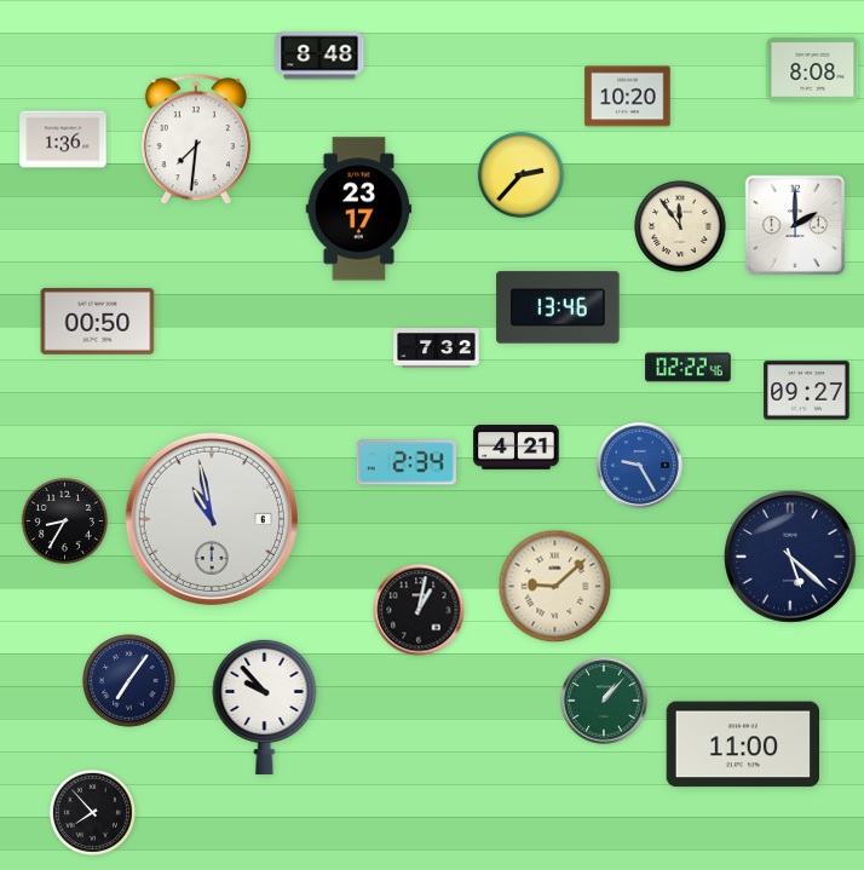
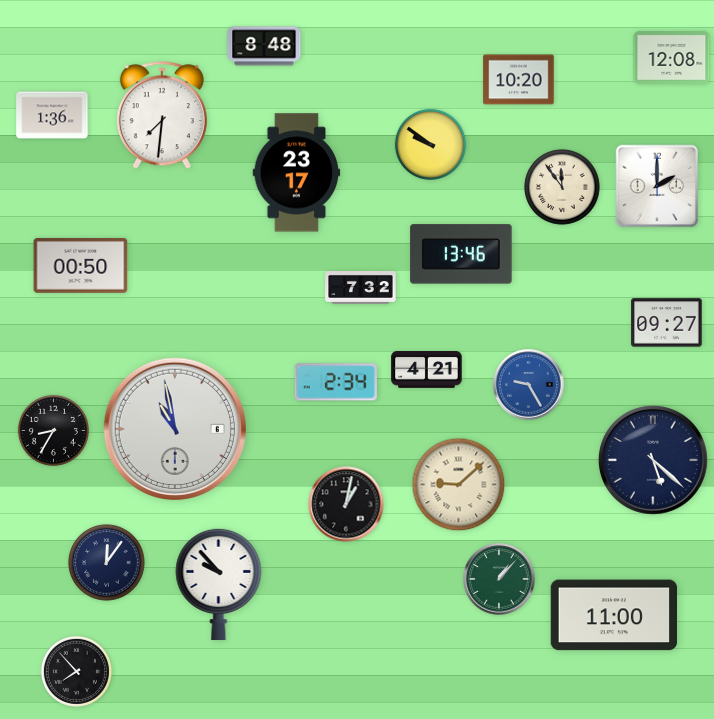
clock at (813, 70): 8:08 -> 12:08
clock at (520, 174): 2:37 -> 9:51
clock at (689, 368): 02:22 -> none
clock at (129, 681): 7:06 -> 12:06
